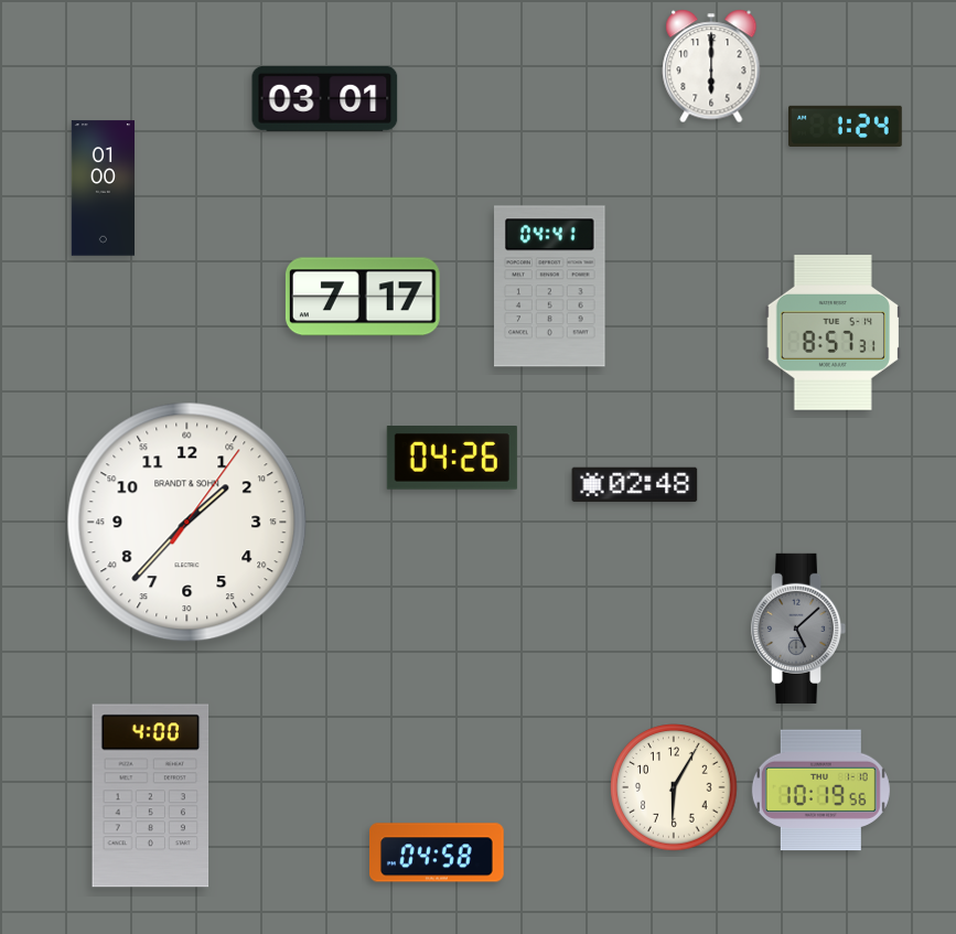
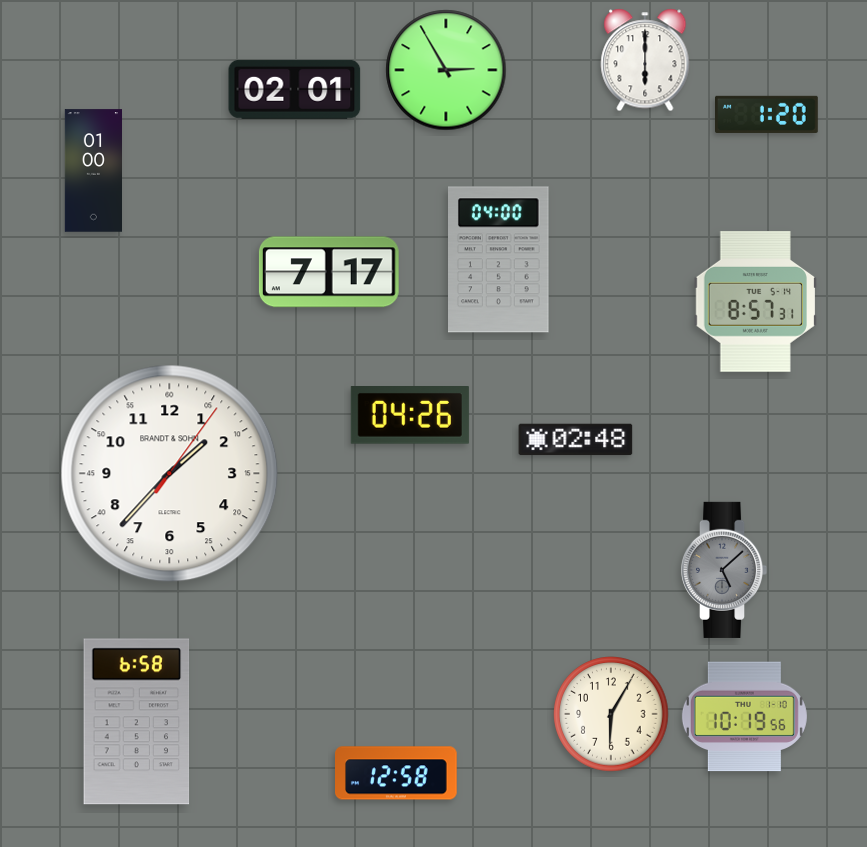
clock at (446, 70): none -> 2:55
clock at (325, 98): 03:01 -> 02:01
clock at (846, 126): 1:24 -> 1:20
clock at (550, 287): 04:41 -> 04:00
clock at (363, 297) position: (363, 297) -> (329, 272)
clock at (151, 796): 4:00 -> 6:58
clock at (438, 852): 04:58 -> 12:58
